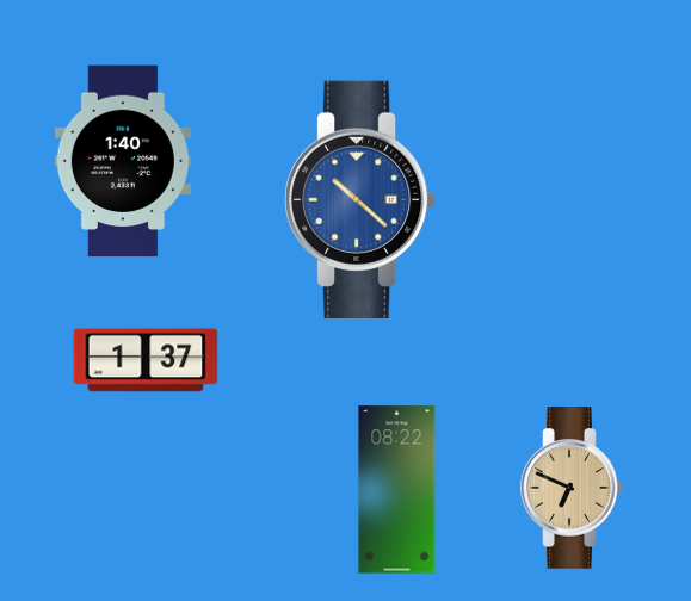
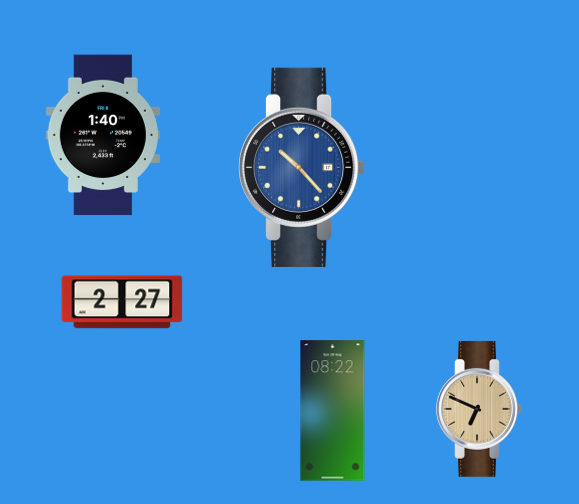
clock at (360, 199): 10:22 -> 10:23
clock at (146, 360): 1:37 -> 2:27
